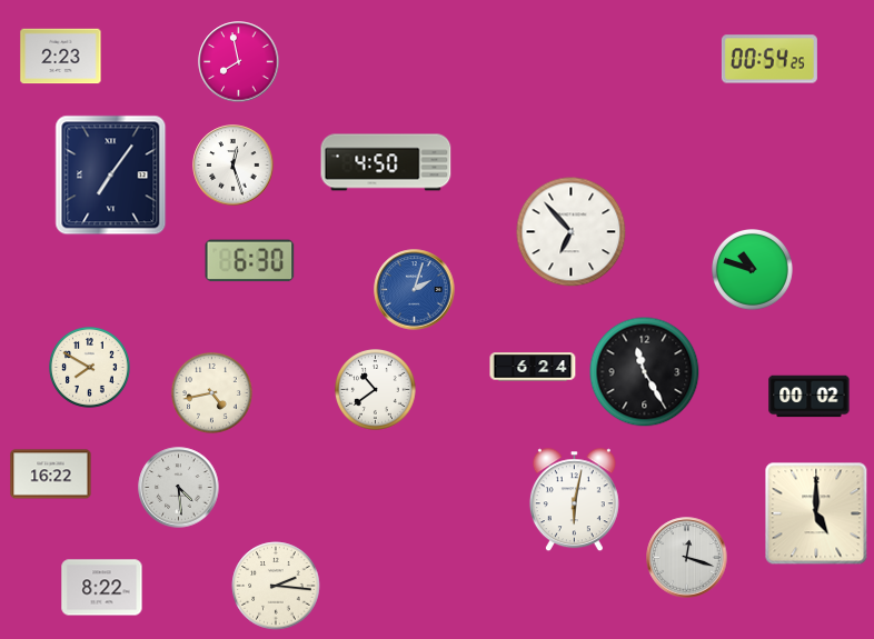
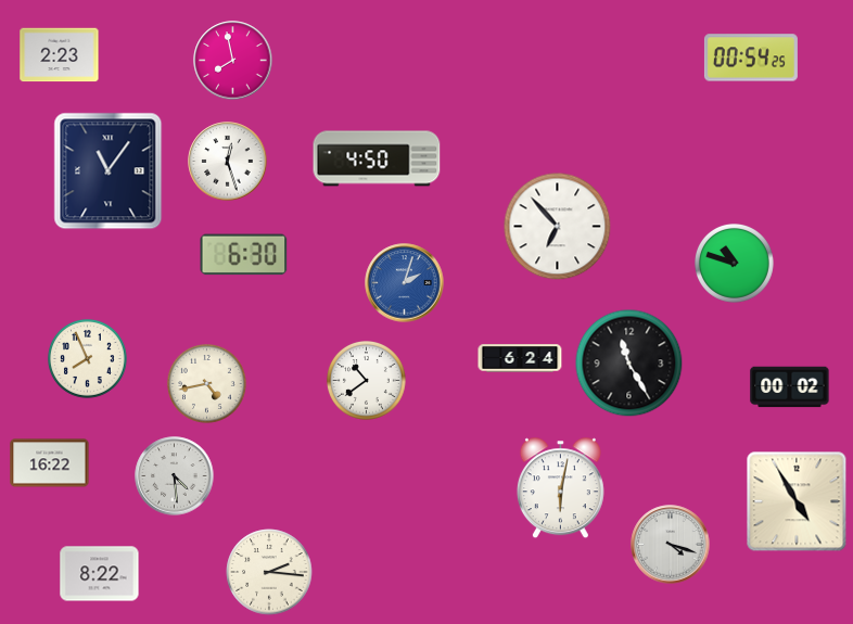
clock at (111, 176): 7:06 -> 11:06
clock at (90, 368): 7:50 -> 7:56
clock at (816, 513): 5:00 -> 4:55
clock at (687, 558): 12:18 -> 4:18
